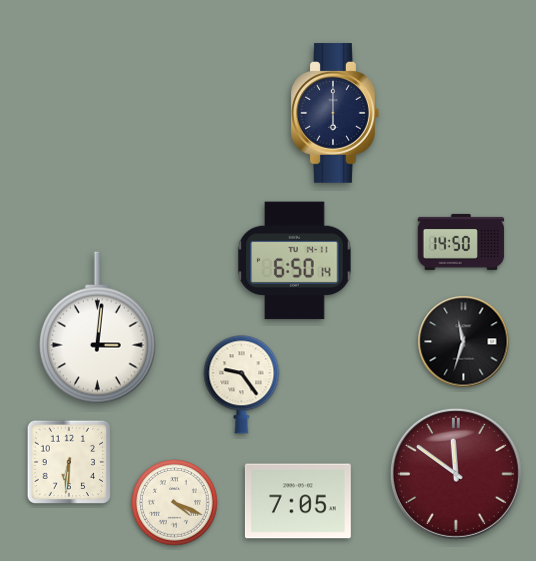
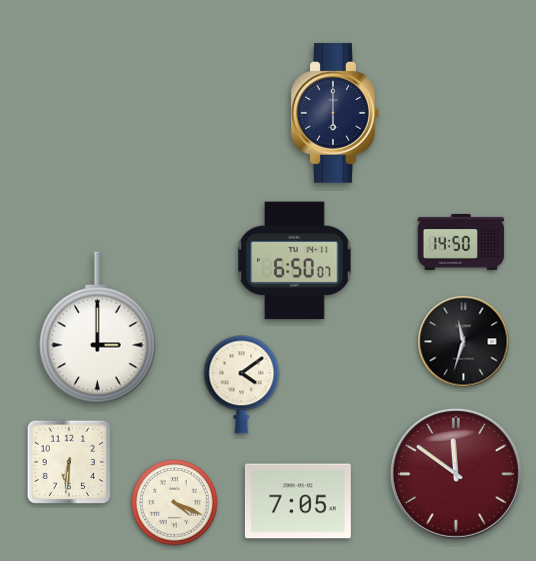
clock at (295, 261): 6:50:14 -> 6:50:07
clock at (97, 328): 3:01 -> 3:00
clock at (242, 385): 9:24 -> 4:09
